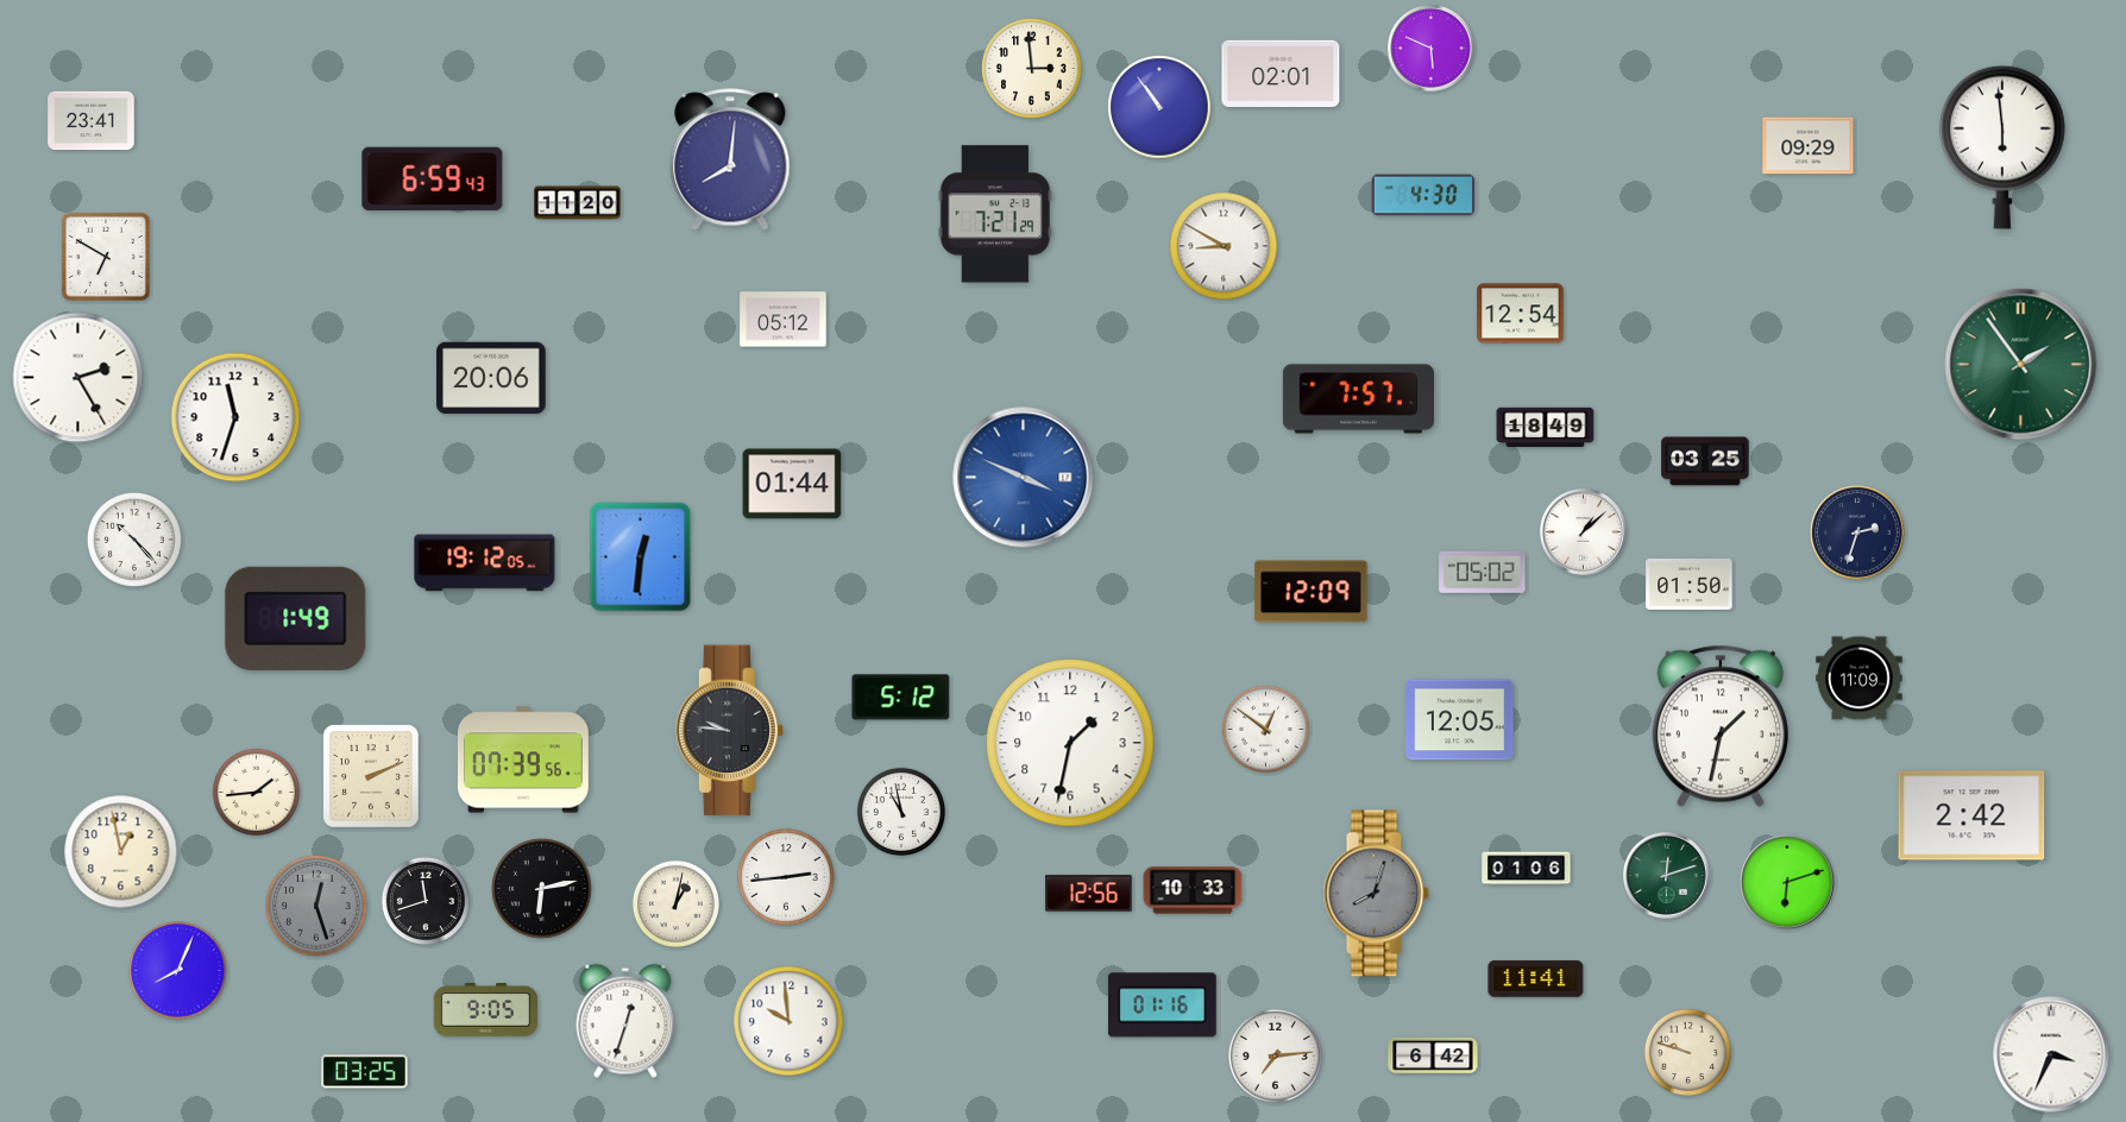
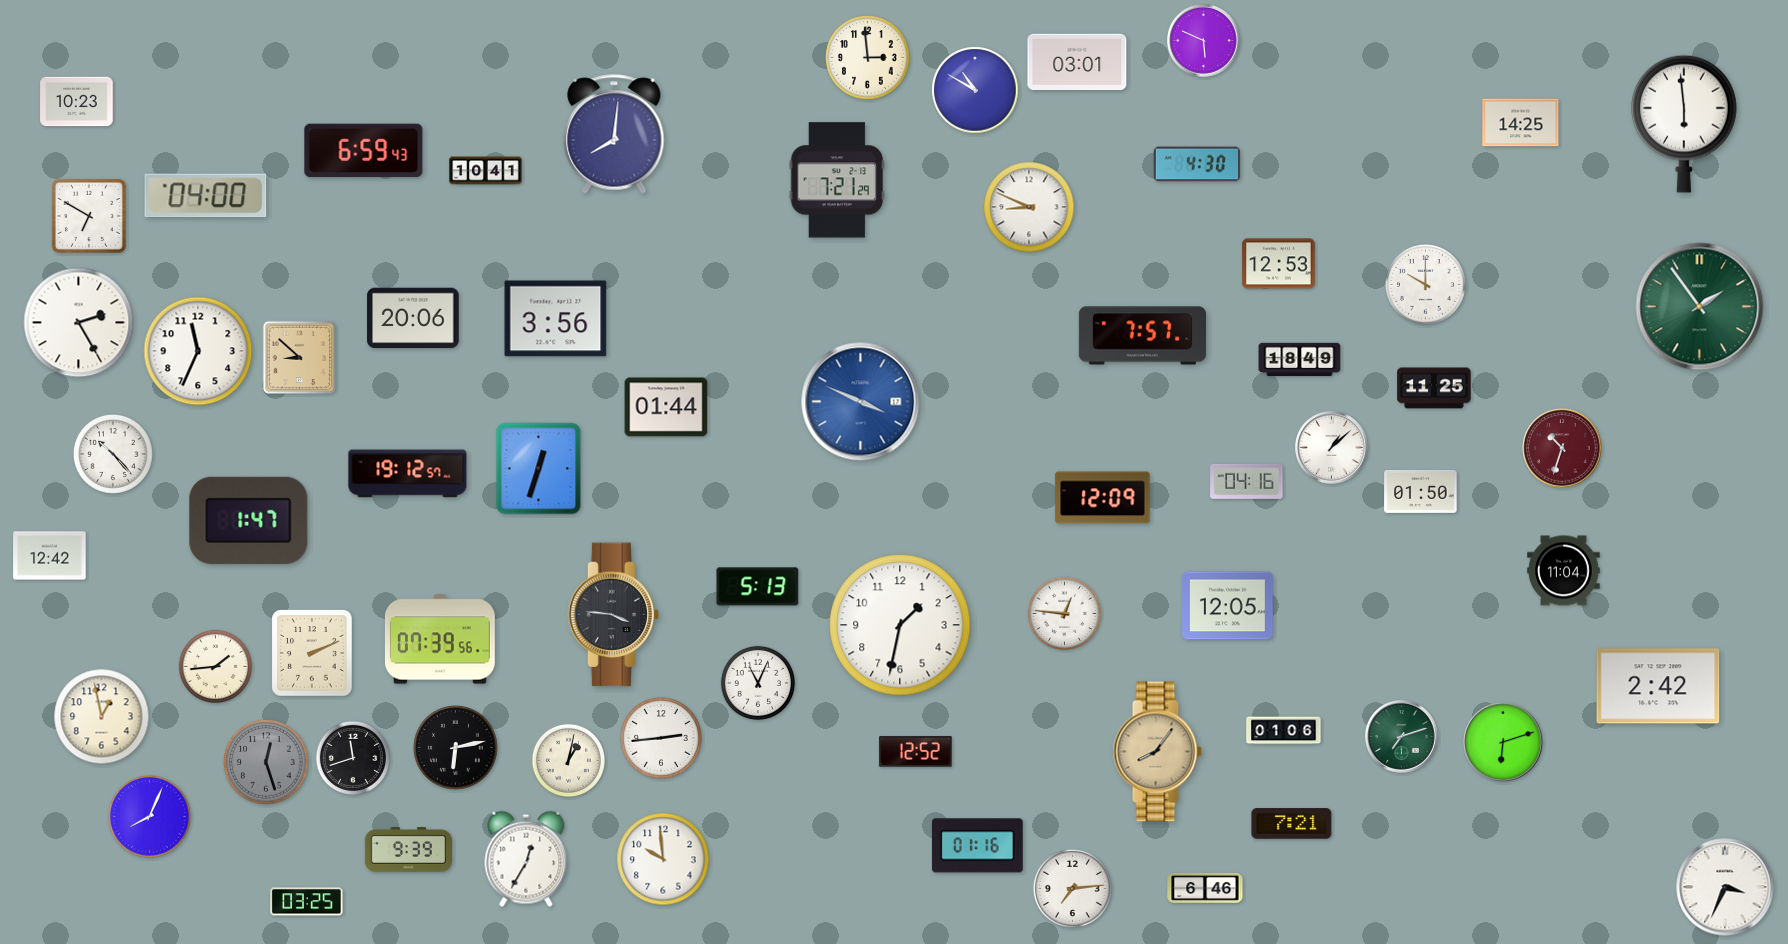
clock at (1281, 73): 02:01 -> 03:01
clock at (1159, 107): 10:54 -> 10:50
clock at (92, 121): 23:41 -> 10:23
clock at (1809, 146): 09:29 -> 14:25
clock at (578, 203): 11:20 -> 10:41
clock at (206, 196): none -> 04:00
clock at (1224, 246): 8:50 -> 8:49
clock at (1521, 314): 12:54 -> 12:53
clock at (784, 320): 05:12 -> none
clock at (1425, 284): none -> 10:00
clock at (78, 378) position: (78, 378) -> (79, 323)
clock at (556, 319): none -> 3:56
clock at (235, 417): 11:33 -> 11:34
clock at (300, 358): none -> 8:52
clock at (1705, 461): 03:25 -> 11:25
clock at (1857, 532): 2:33 -> 10:33
clock at (1857, 532) dial: navy -> burgundy
clock at (641, 557): 12:31 -> 12:33
clock at (485, 563): 19:12:05 -> 19:12:57
clock at (1483, 572): 05:02 -> 04:16
clock at (296, 618): 1:49 -> 1:47
clock at (50, 556): none -> 12:42
clock at (1860, 679): 11:09 -> 11:04
clock at (901, 698): 5:12 -> 5:13
clock at (1721, 726): 1:32 -> none
clock at (1265, 729): 12:51 -> 12:46
clock at (730, 731): 9:46 -> 3:46
clock at (901, 812): 10:58 -> 11:04
clock at (1667, 876): 12:12 -> 7:12
clock at (1193, 890): 10:33 -> none
clock at (1089, 894): 12:56 -> 12:52
clock at (1376, 894): 8:03 -> 8:06
clock at (1376, 894) dial: grey -> champagne
clock at (426, 901) position: (426, 901) -> (353, 758)
clock at (1536, 979): 11:41 -> 7:21
clock at (485, 1010): 9:05 -> 9:39
clock at (625, 1021): 12:33 -> 12:35
clock at (1687, 1052): 9:48 -> none
clock at (1433, 1055): 6:42 -> 6:46
